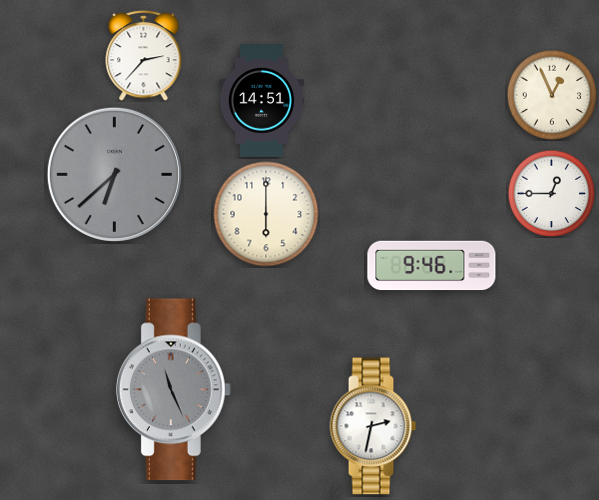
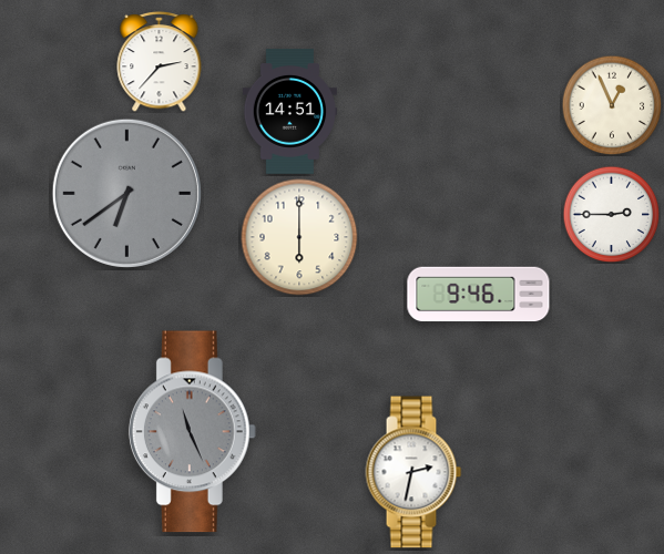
clock at (114, 174): 6:38 -> 6:39
clock at (551, 193): 12:45 -> 2:45
clock at (266, 214) position: (266, 214) -> (299, 237)
